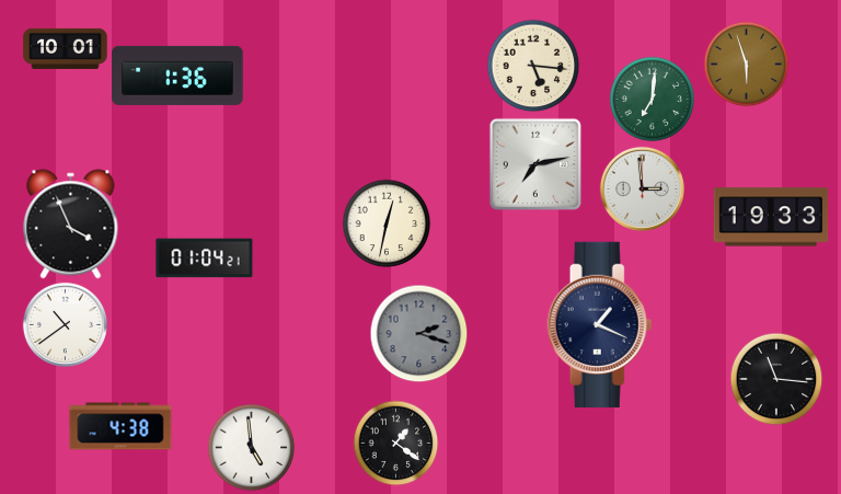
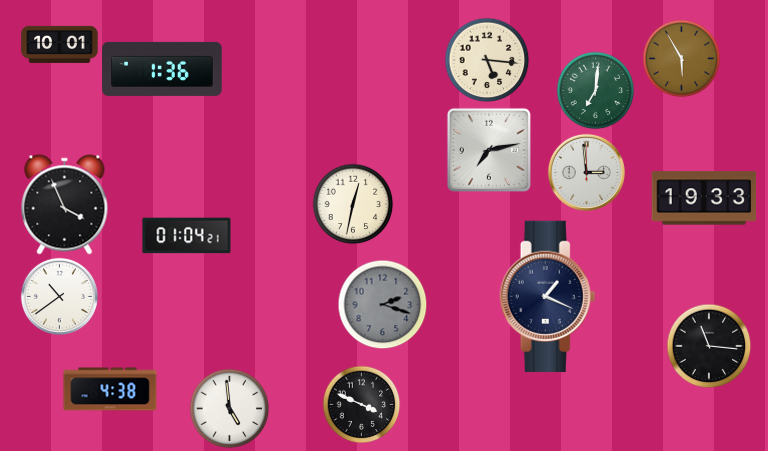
clock at (746, 64): 5:57 -> 5:55
clock at (395, 443): 1:21 -> 3:49
